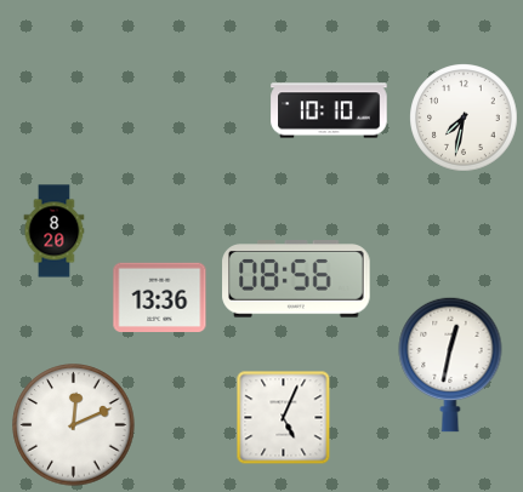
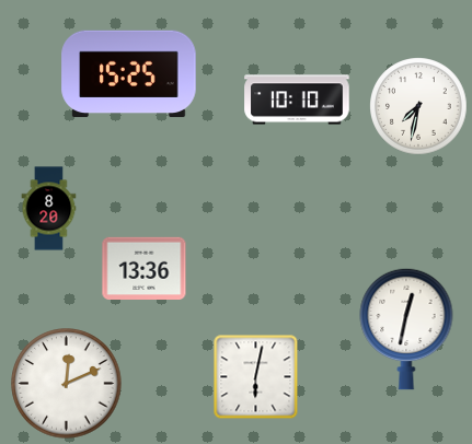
clock at (129, 74): none -> 15:25
clock at (296, 279): 08:56 -> none
clock at (284, 418): 5:04 -> 6:02
